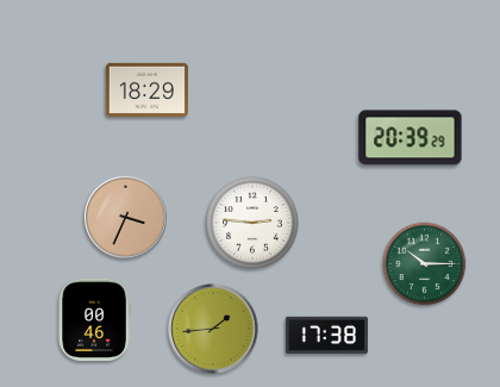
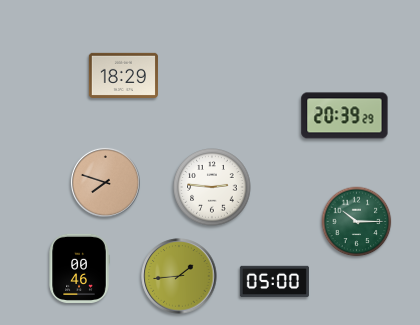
clock at (125, 217): 3:34 -> 7:48
clock at (326, 336): 17:38 -> 05:00
